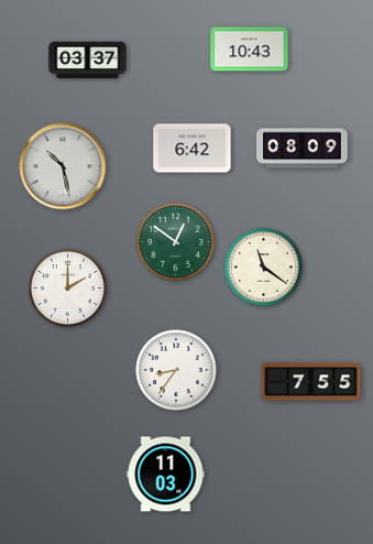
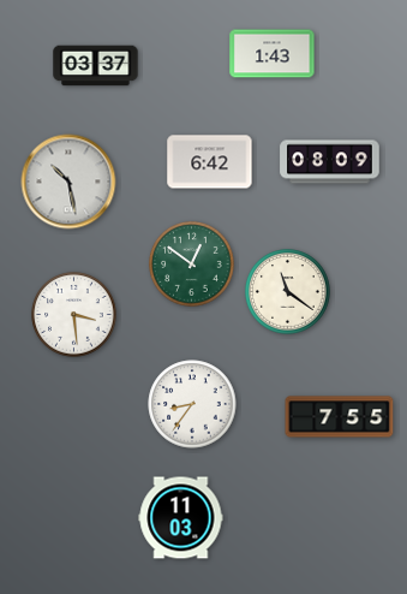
clock at (250, 50): 10:43 -> 1:43
clock at (68, 289): 2:00 -> 3:29
